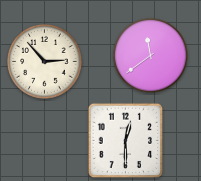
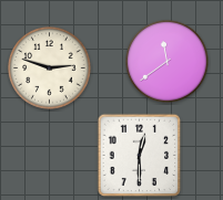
clock at (45, 62): 2:53 -> 2:48
